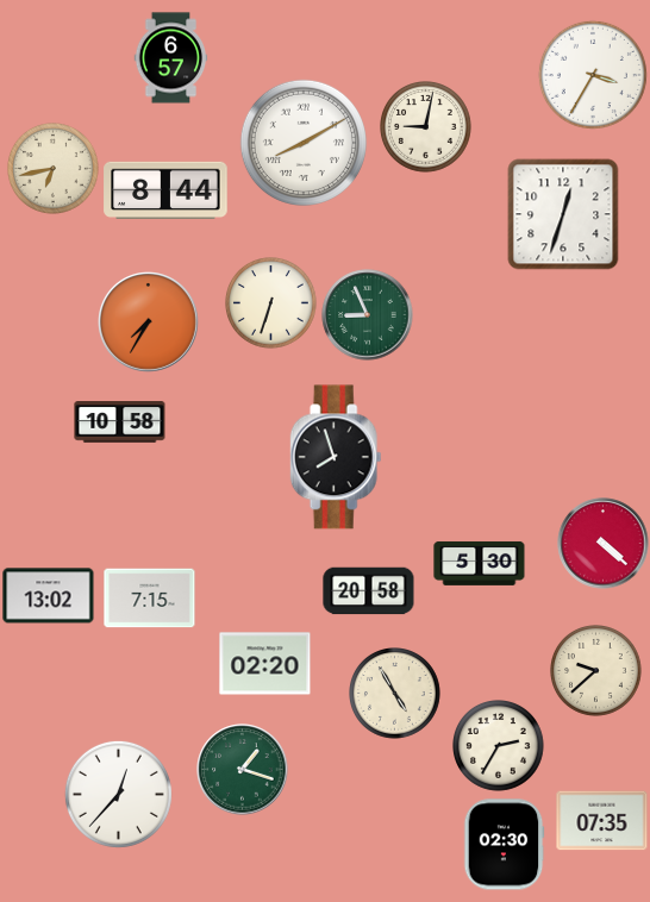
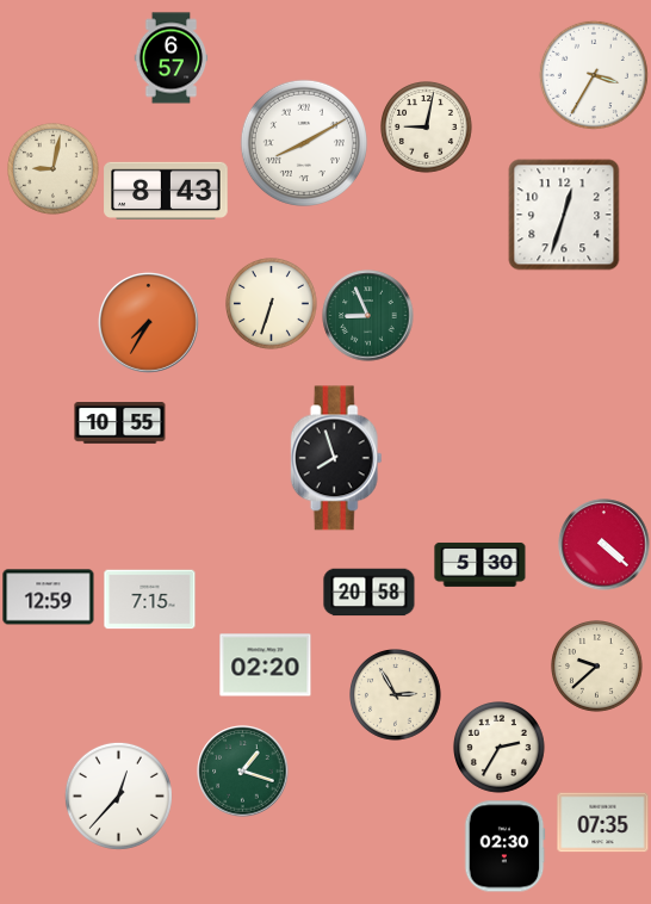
clock at (54, 169): 6:43 -> 9:02
clock at (165, 189): 8:44 -> 8:43
clock at (120, 422): 10:58 -> 10:55
clock at (49, 596): 13:02 -> 12:59
clock at (596, 671) position: (596, 671) -> (597, 667)
clock at (395, 694): 4:55 -> 2:55
